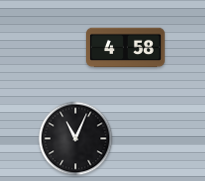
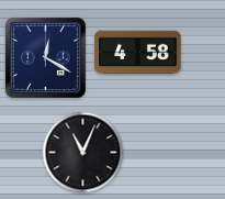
clock at (45, 57): none -> 12:20
